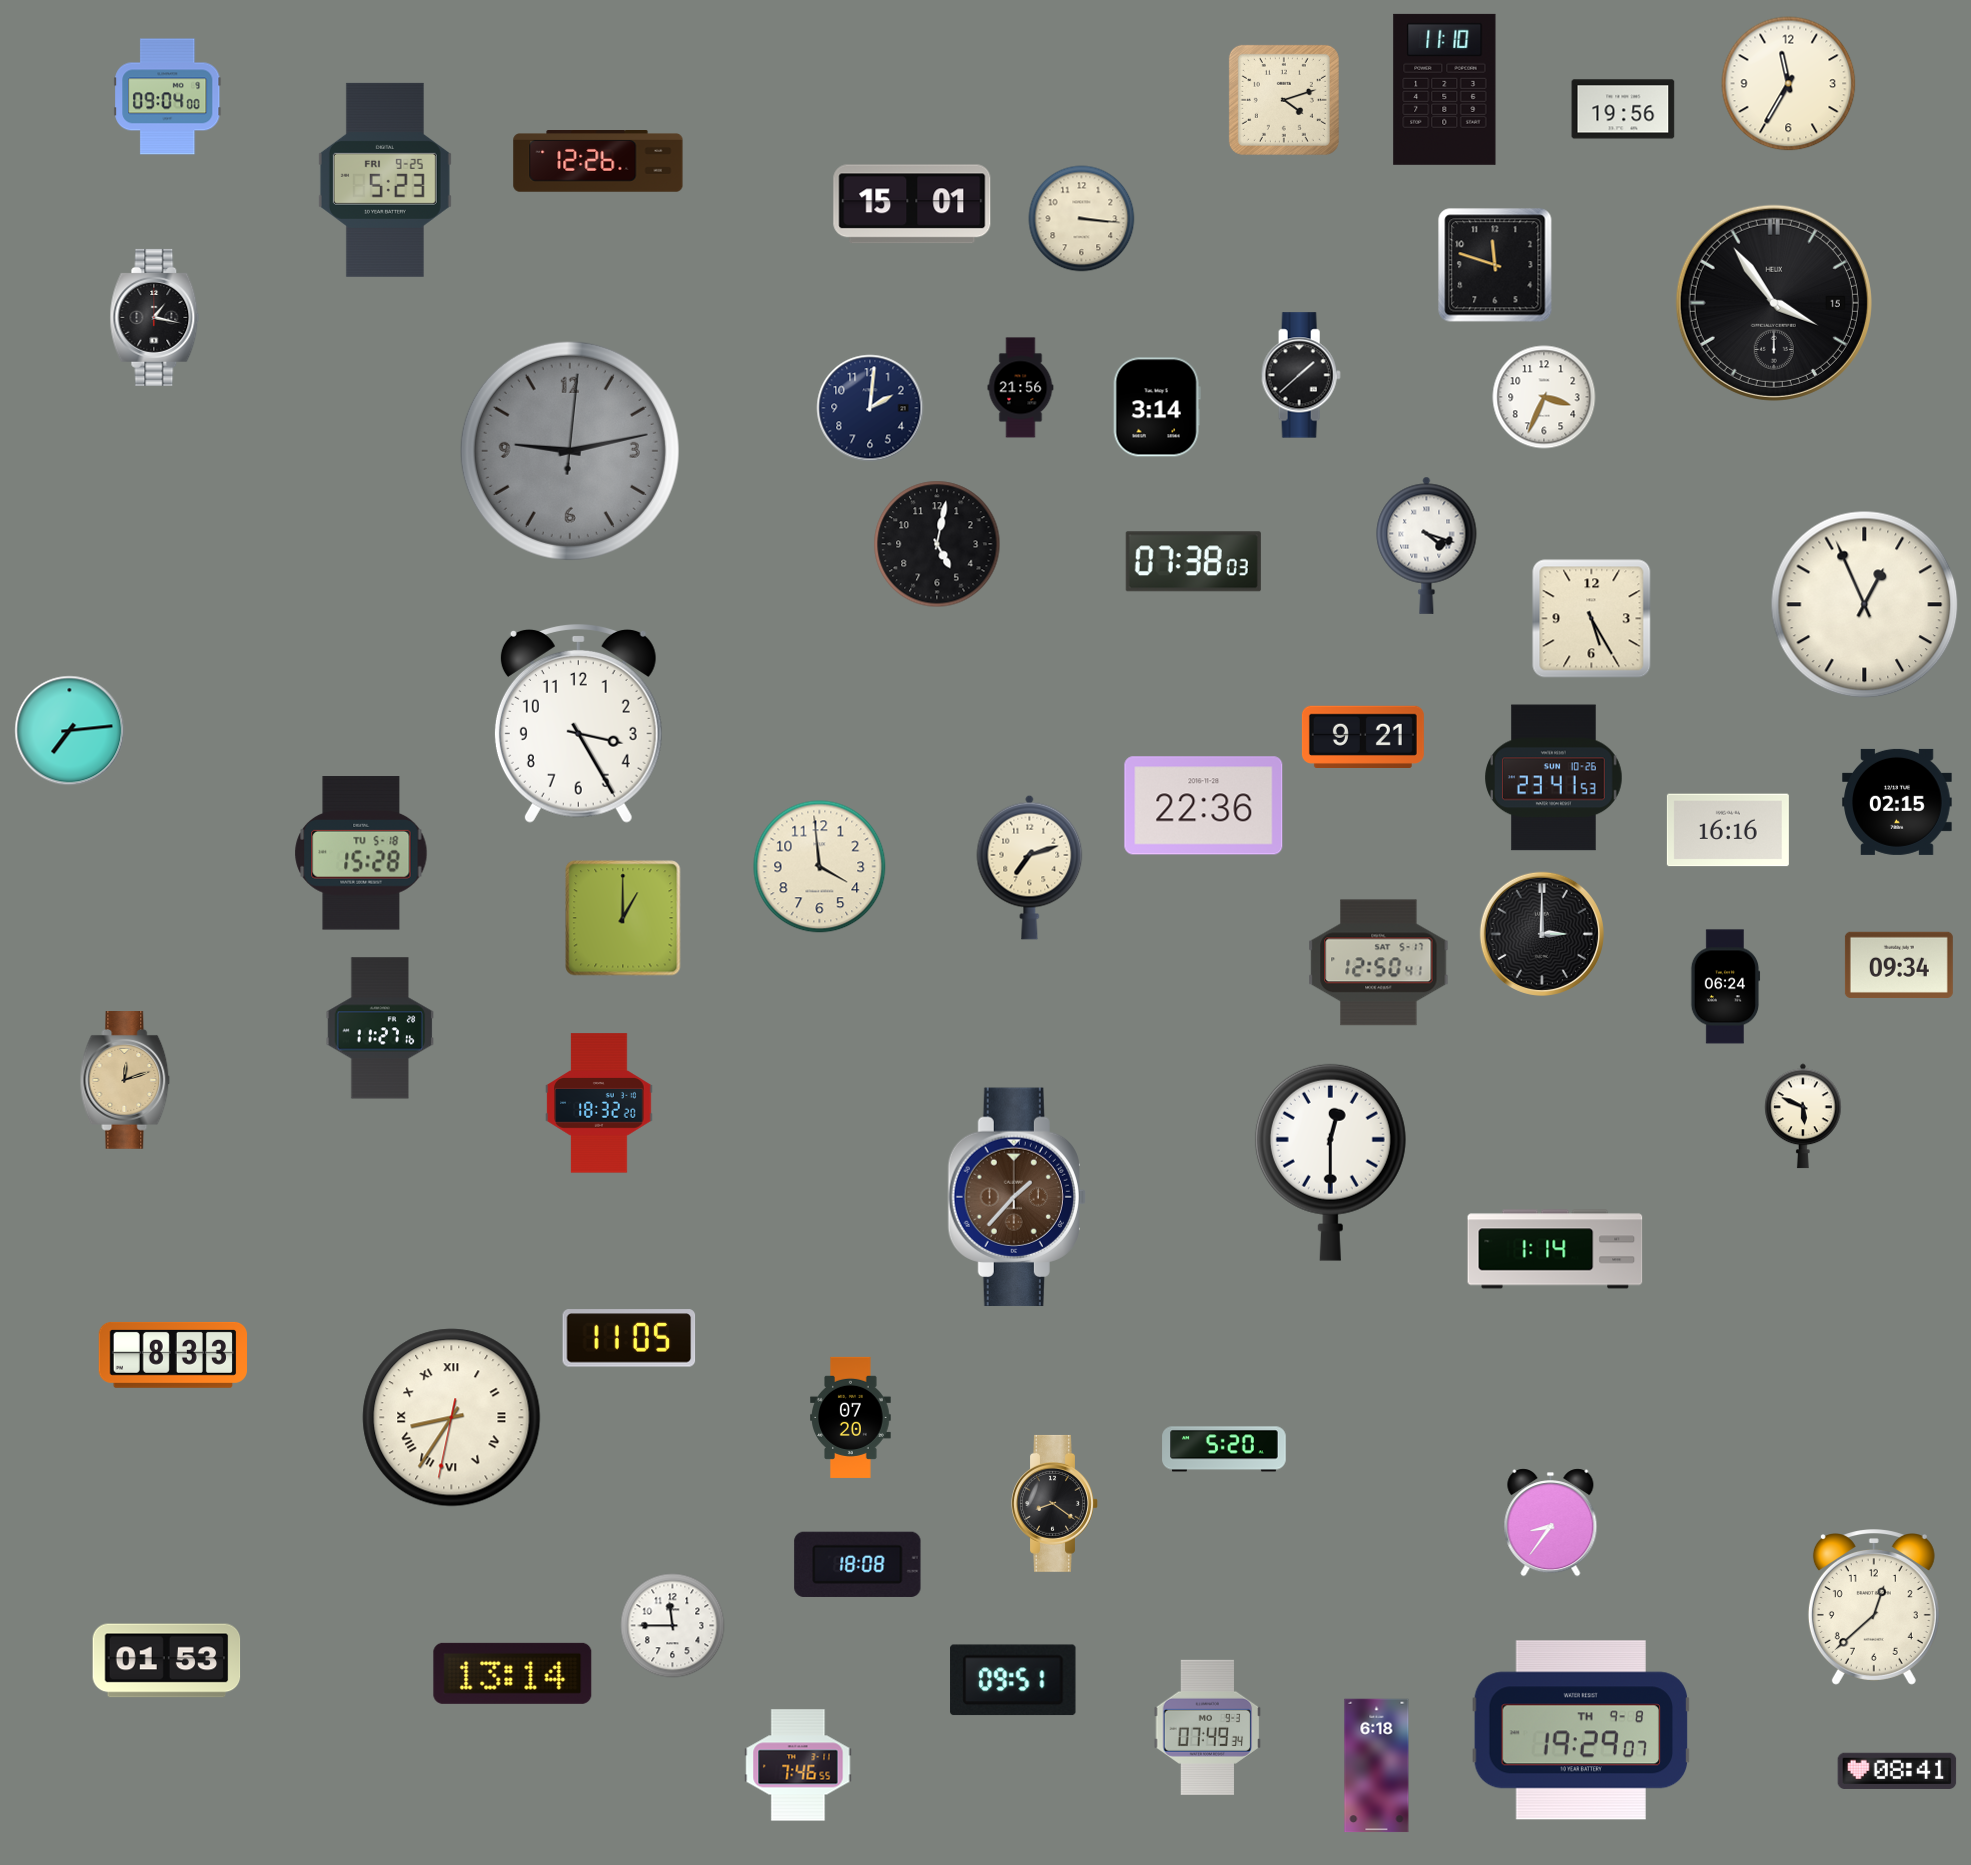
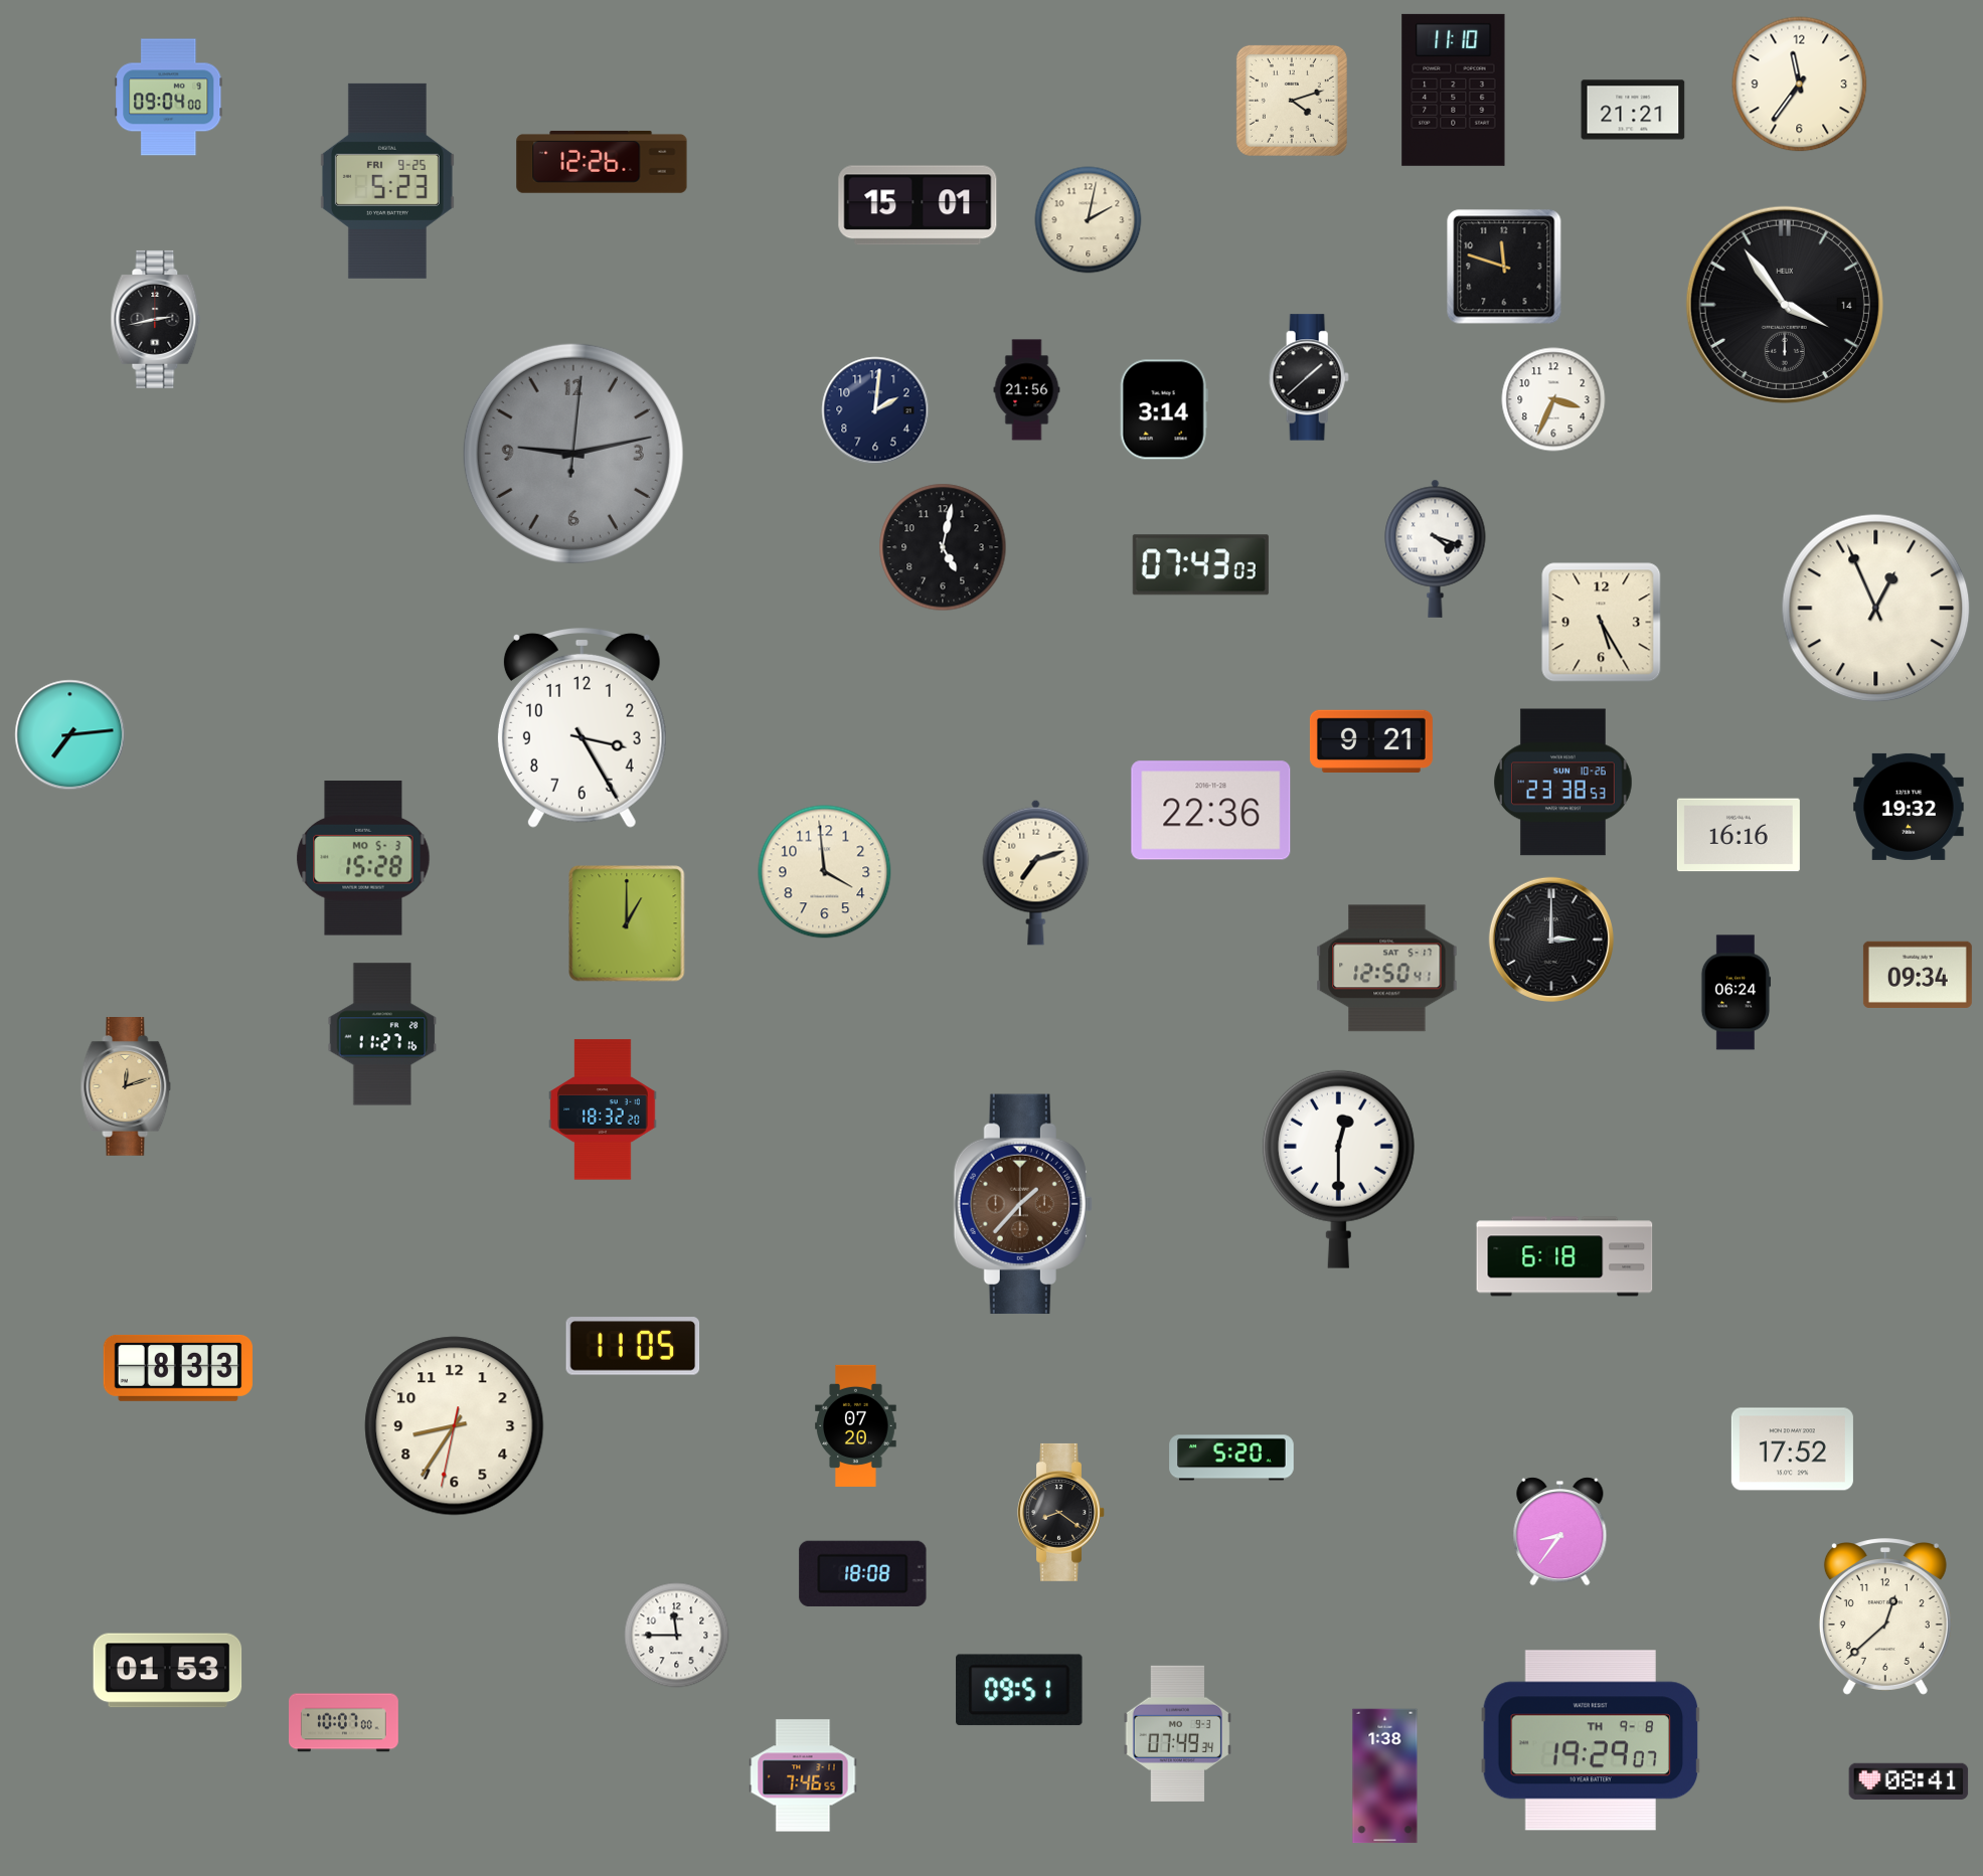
clock at (1789, 84): 11:35 -> 11:36
clock at (1623, 109): 19:56 -> 21:21
clock at (1082, 219): 3:16 -> 2:02
clock at (1774, 303) date: 15 -> 14
clock at (155, 317): 1:17 -> 2:43
clock at (1193, 562): 07:38 -> 07:43
clock at (1554, 778): 23:41 -> 23:38
clock at (1897, 802): 02:15 -> 19:32
clock at (361, 853) date: TU 5-18 -> MO 5-3
clock at (1899, 965) position: (1899, 965) -> (1918, 975)
clock at (1803, 1116): 5:49 -> none
clock at (1555, 1249): 1:14 -> 6:18
clock at (172, 1355) position: (172, 1355) -> (177, 1368)
clock at (452, 1418) numerals: Roman -> Arabic
clock at (1792, 1449): none -> 17:52
clock at (513, 1673): 13:14 -> none
clock at (344, 1723): none -> 10:07
clock at (1208, 1727) position: (1208, 1727) -> (1178, 1733)
clock at (1377, 1766): 6:18 -> 1:38
